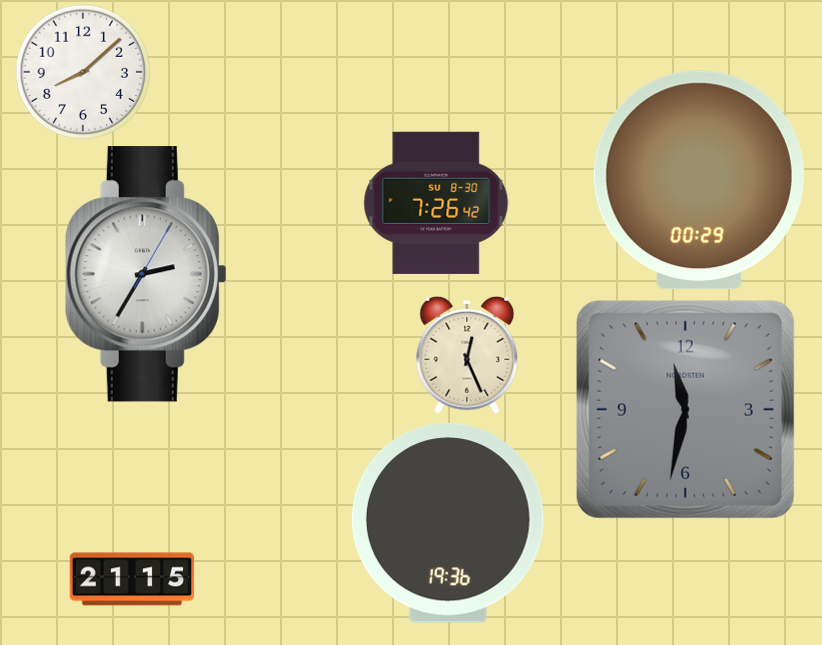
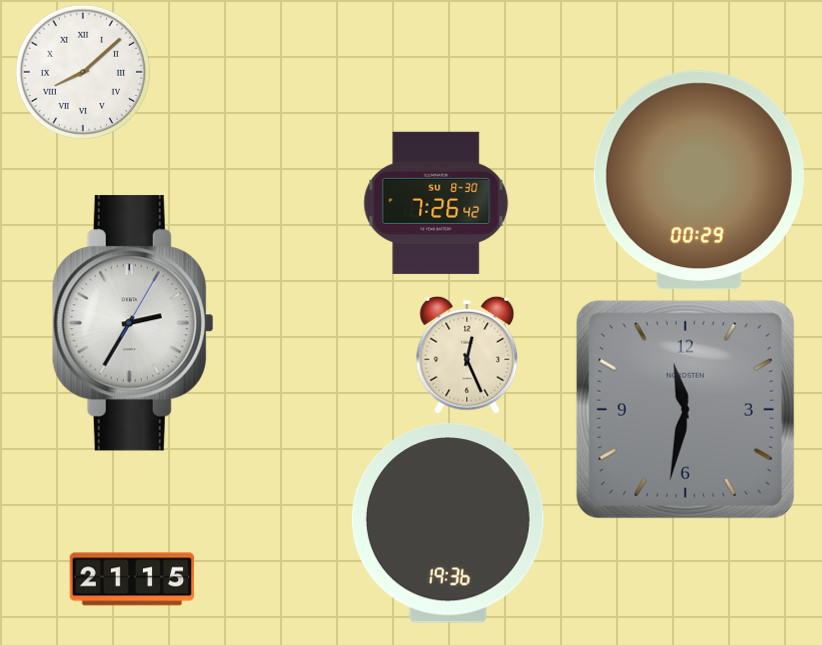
clock at (82, 71) numerals: Arabic -> Roman
clock at (146, 274) position: (146, 274) -> (133, 323)
